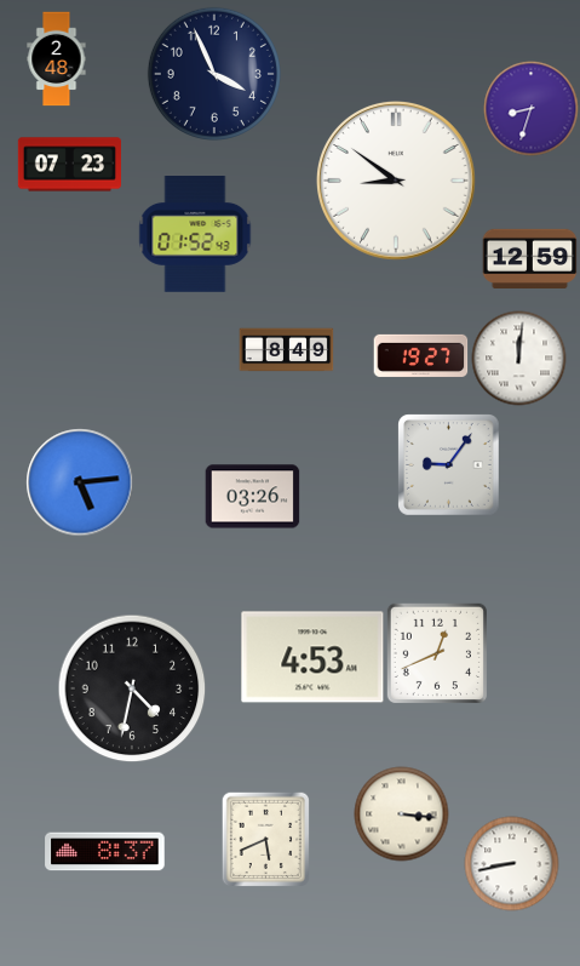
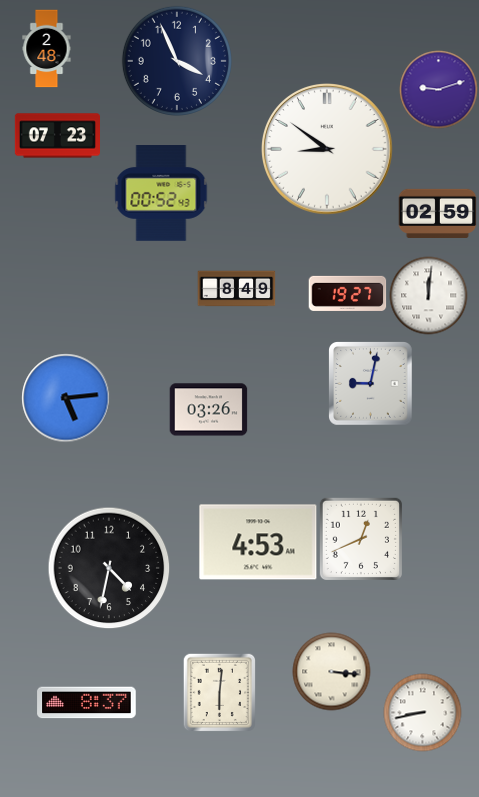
clock at (530, 108): 8:33 -> 9:12
clock at (195, 235): 01:52 -> 00:52
clock at (529, 258): 12:59 -> 02:59
clock at (449, 465): 9:06 -> 9:02
clock at (265, 839): 5:41 -> 6:01
